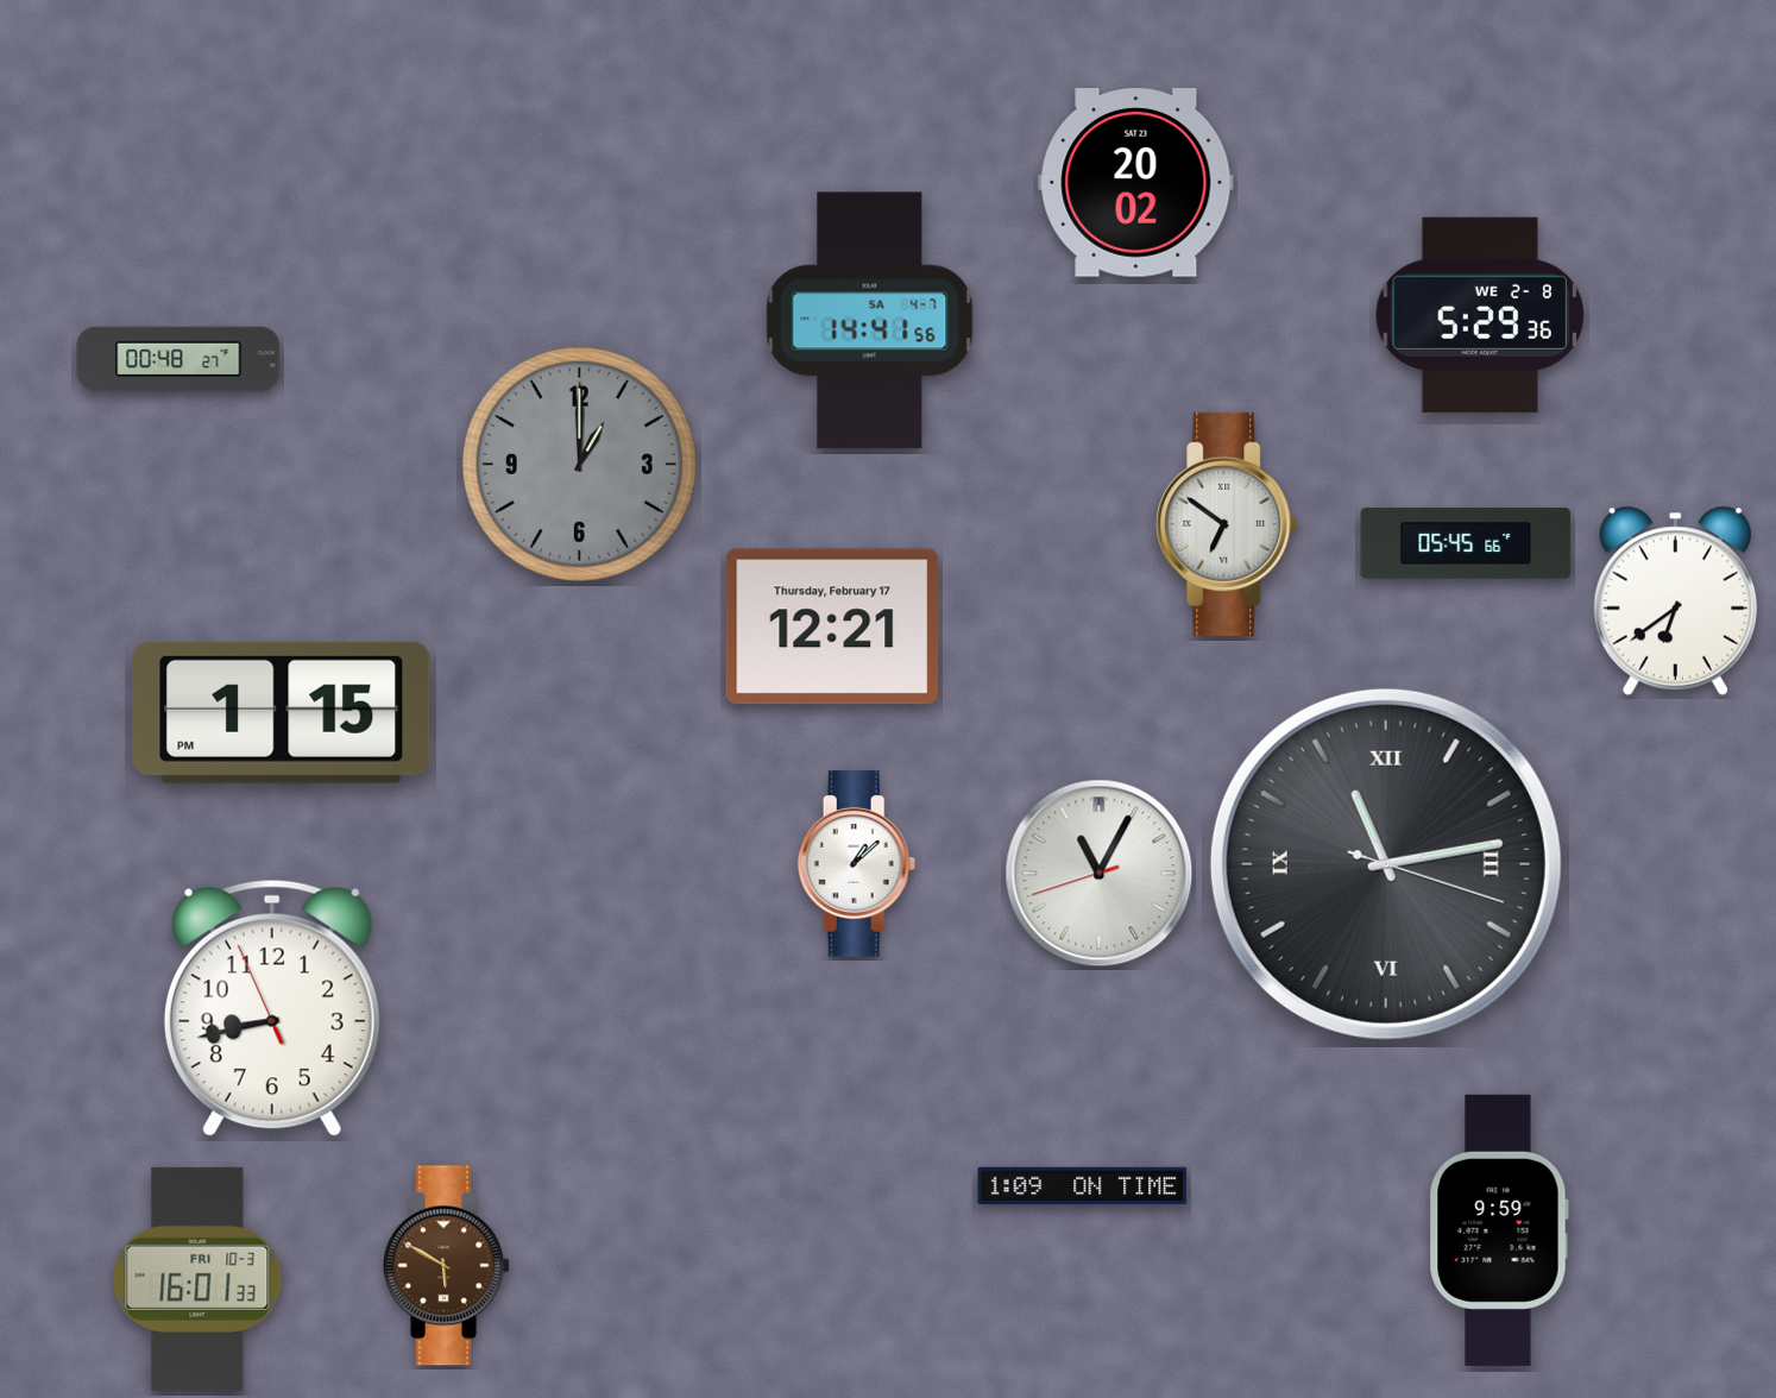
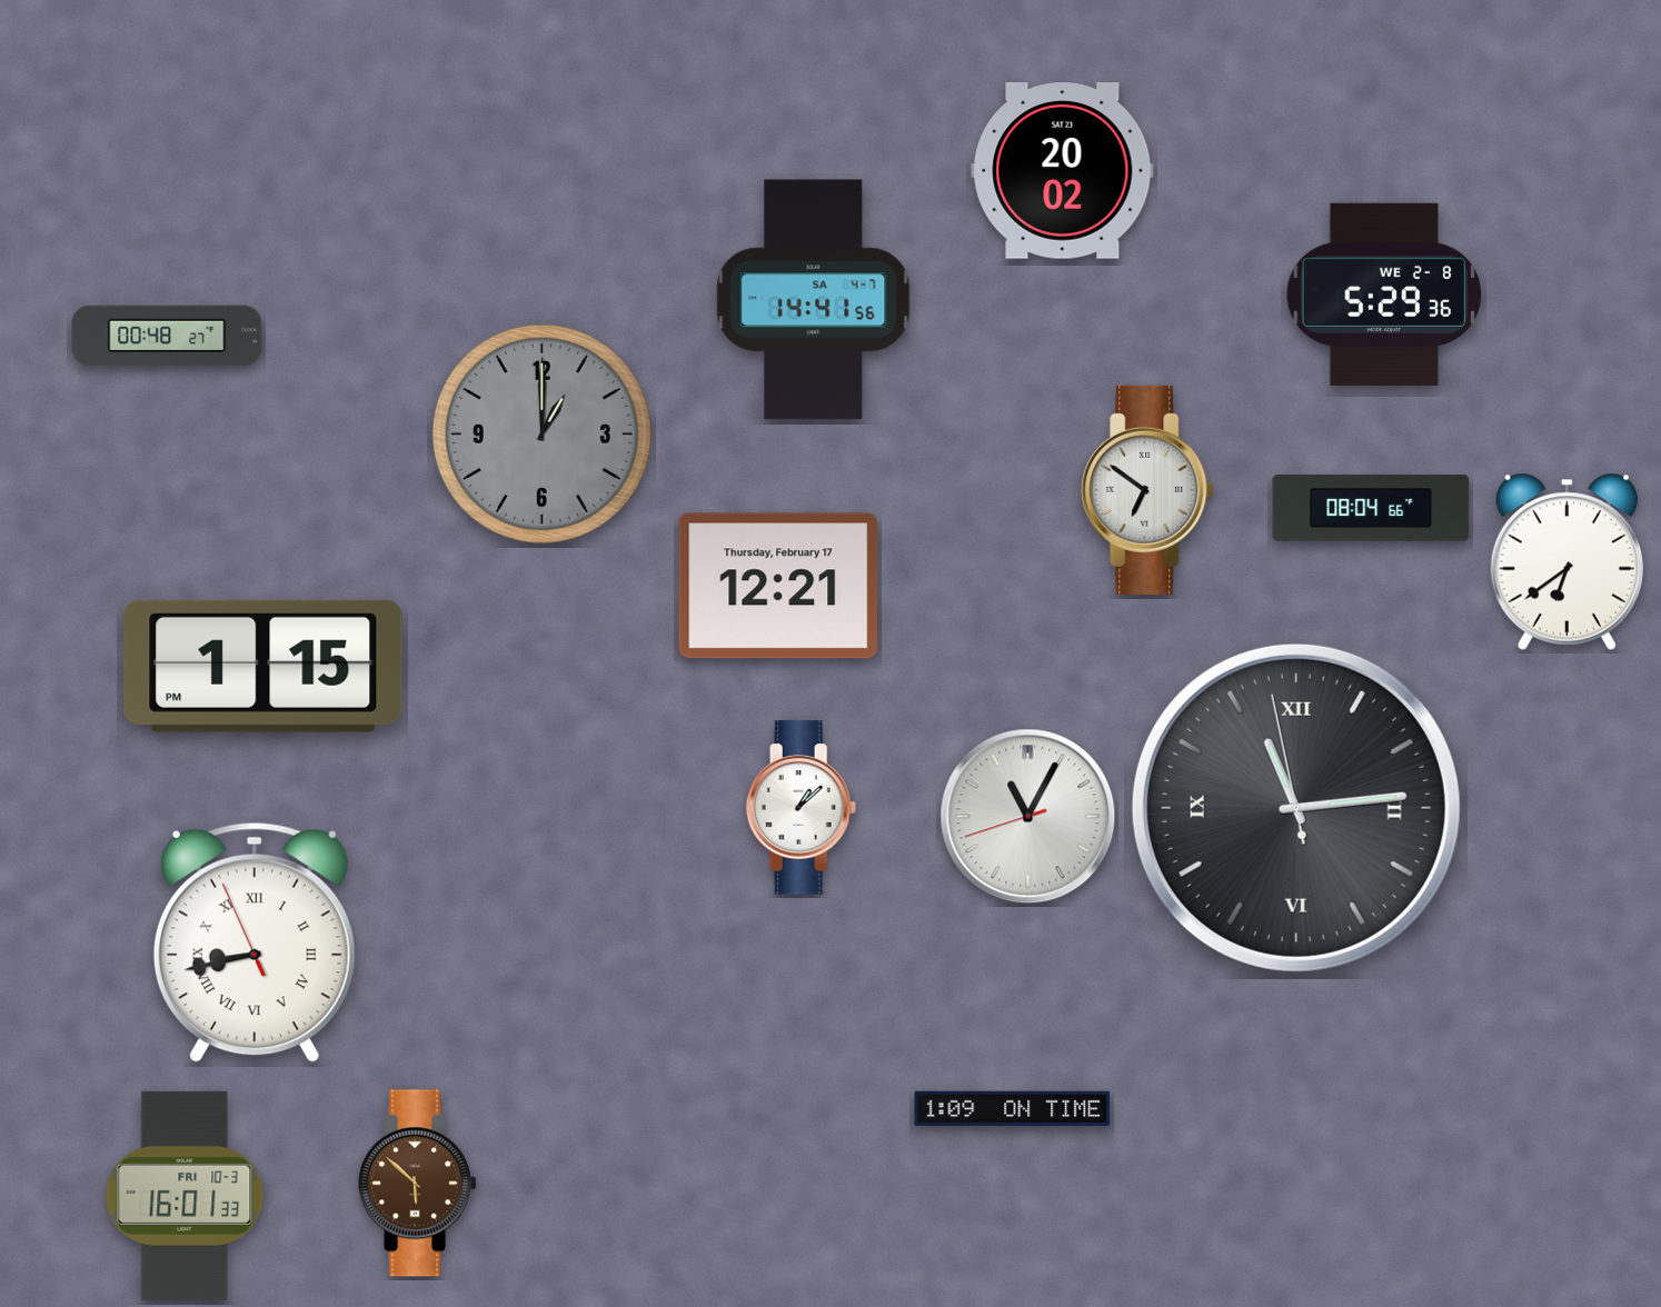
clock at (1466, 543): 05:45 -> 08:04
clock at (1386, 864): 11:13:18 -> 11:13:58
clock at (272, 1008) numerals: Arabic -> Roman
clock at (1499, 1230): 9:59 -> none
clock at (447, 1266): 5:50 -> 5:52
